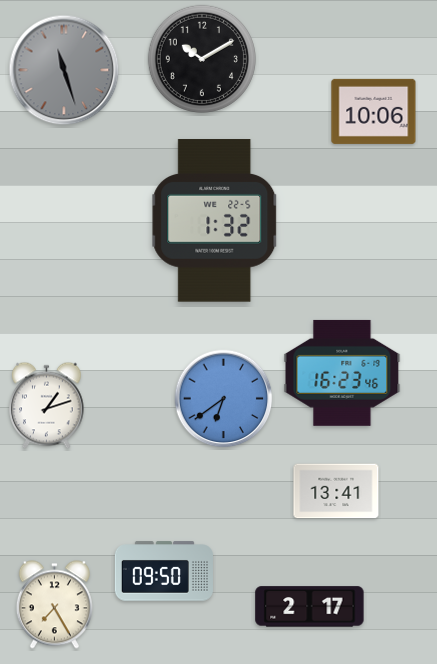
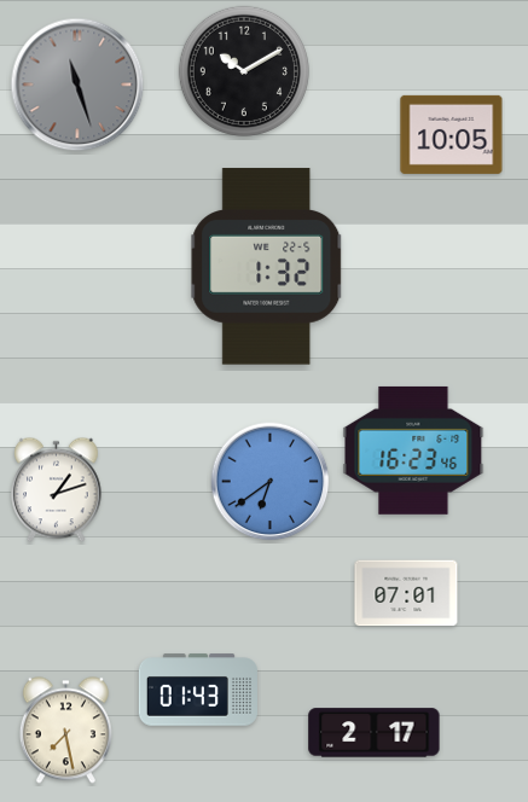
clock at (374, 111): 10:06 -> 10:05
clock at (215, 221) position: (215, 221) -> (267, 267)
clock at (336, 491): 13:41 -> 07:01
clock at (164, 571): 09:50 -> 01:43
clock at (54, 605): 7:25 -> 7:28
